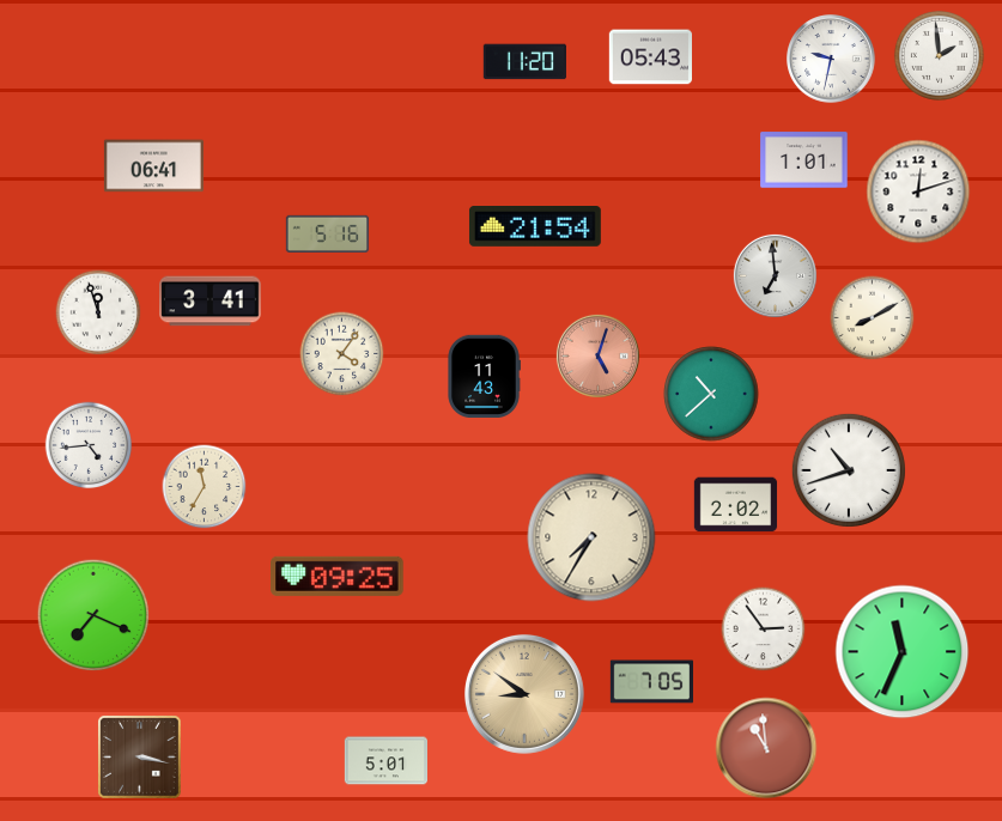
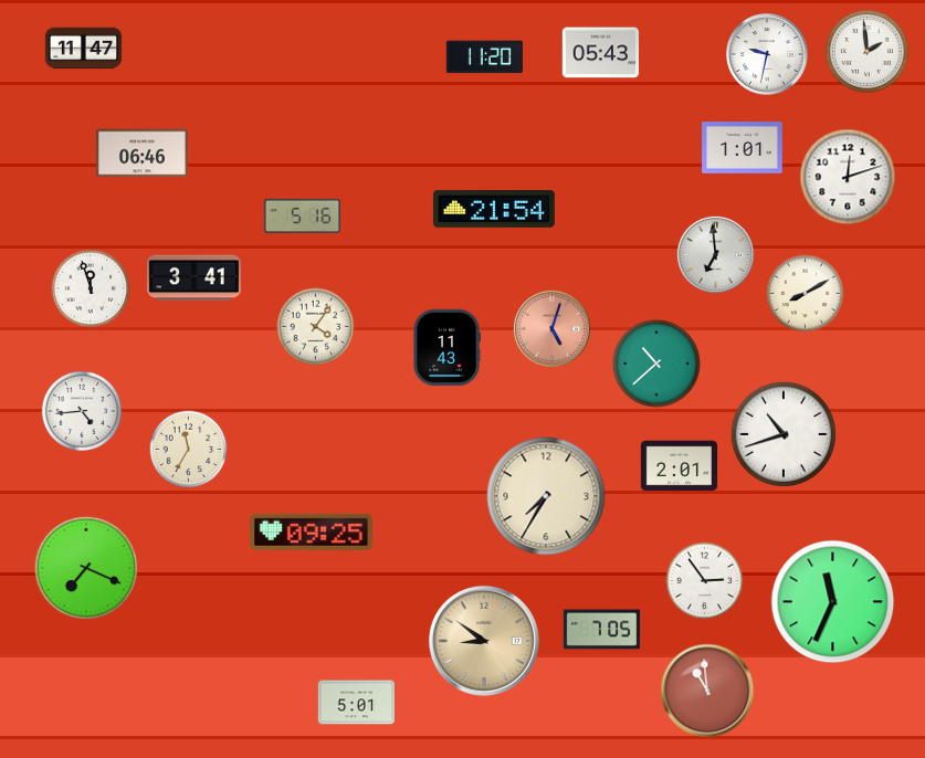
clock at (84, 49): none -> 11:47
clock at (153, 166): 06:41 -> 06:46
clock at (736, 505): 2:02 -> 2:01
clock at (140, 758): 3:17 -> none
